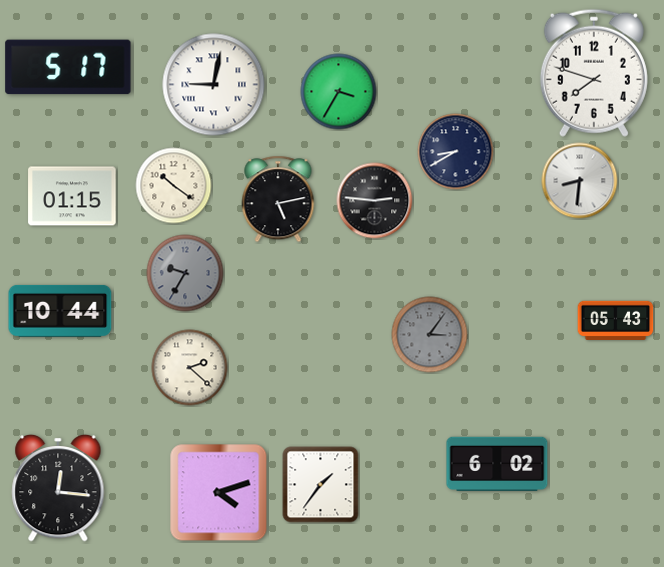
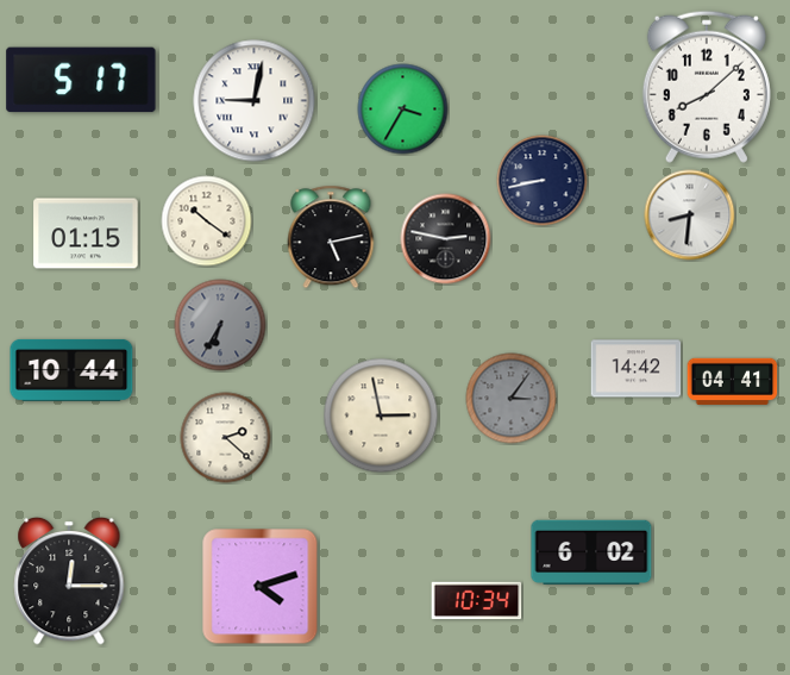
clock at (594, 73): 7:48 -> 8:08
clock at (456, 152): 8:40 -> 8:43
clock at (375, 201): 2:46 -> 2:47
clock at (185, 273): 9:35 -> 6:35
clock at (637, 369): none -> 14:42
clock at (616, 320): 05:43 -> 04:41
clock at (381, 415): none -> 2:58
clock at (321, 485): 1:36 -> none
clock at (58, 488): 12:16 -> 12:15
clock at (477, 601): none -> 10:34
